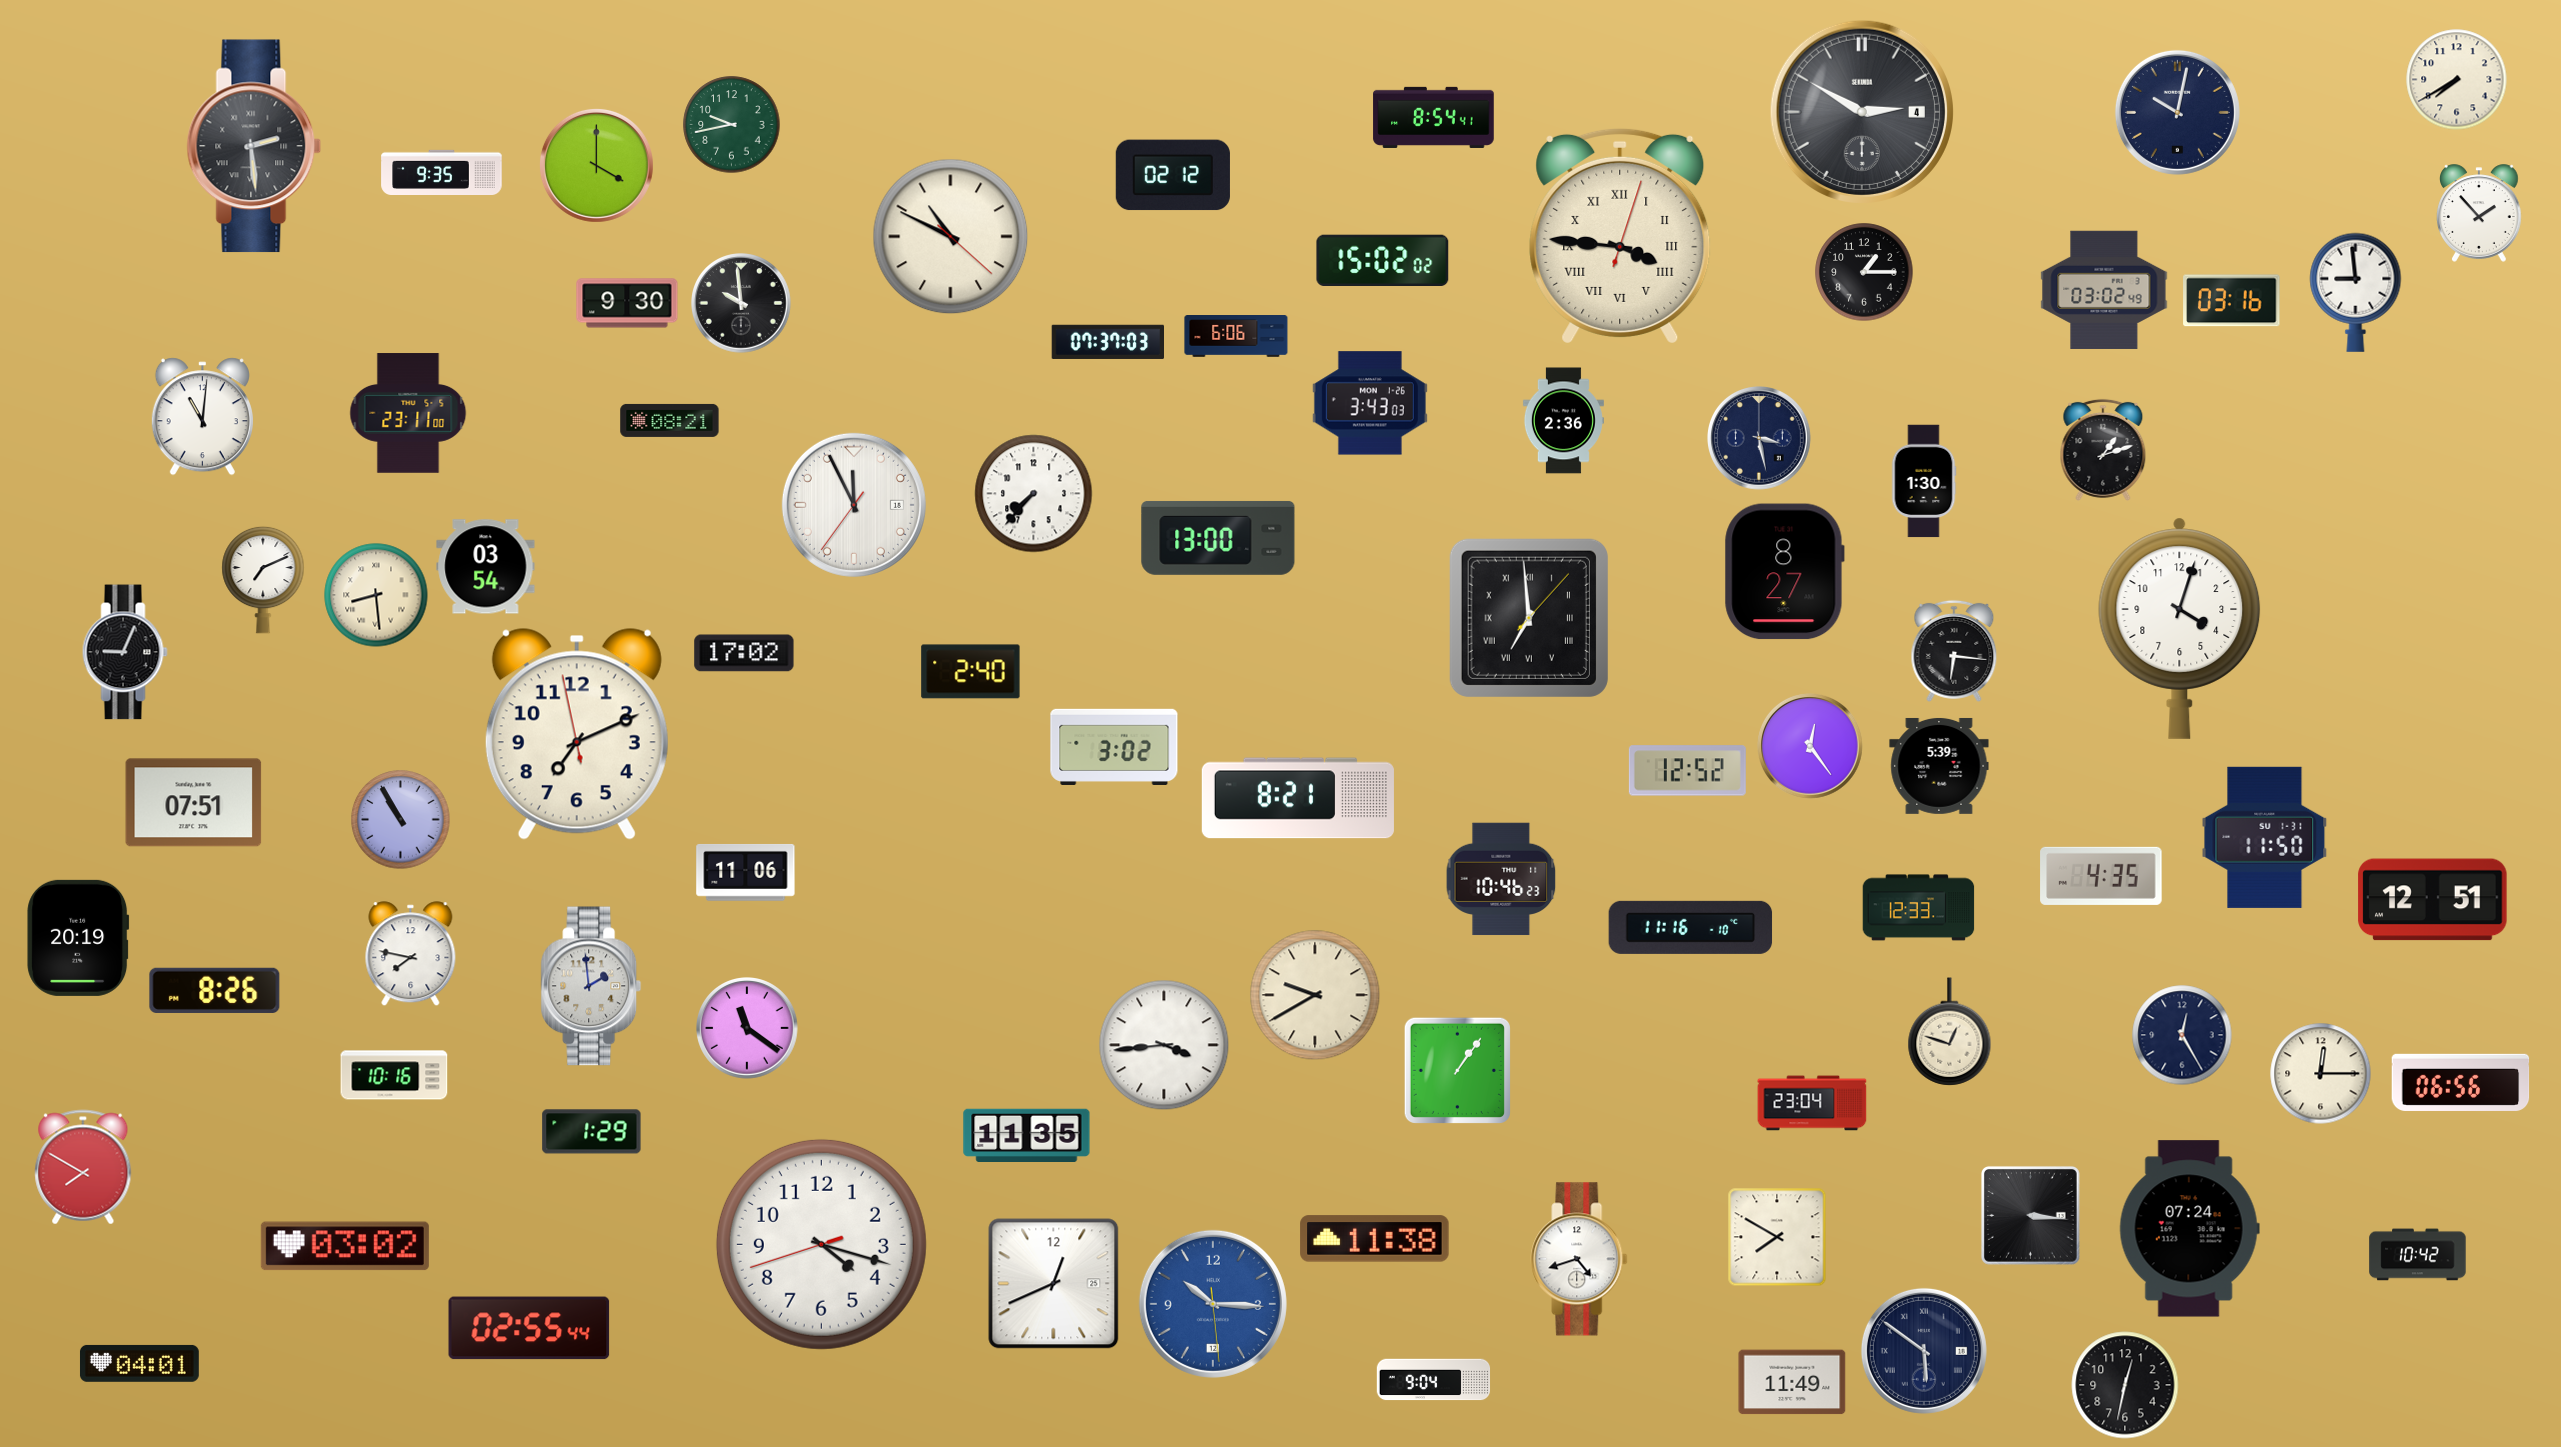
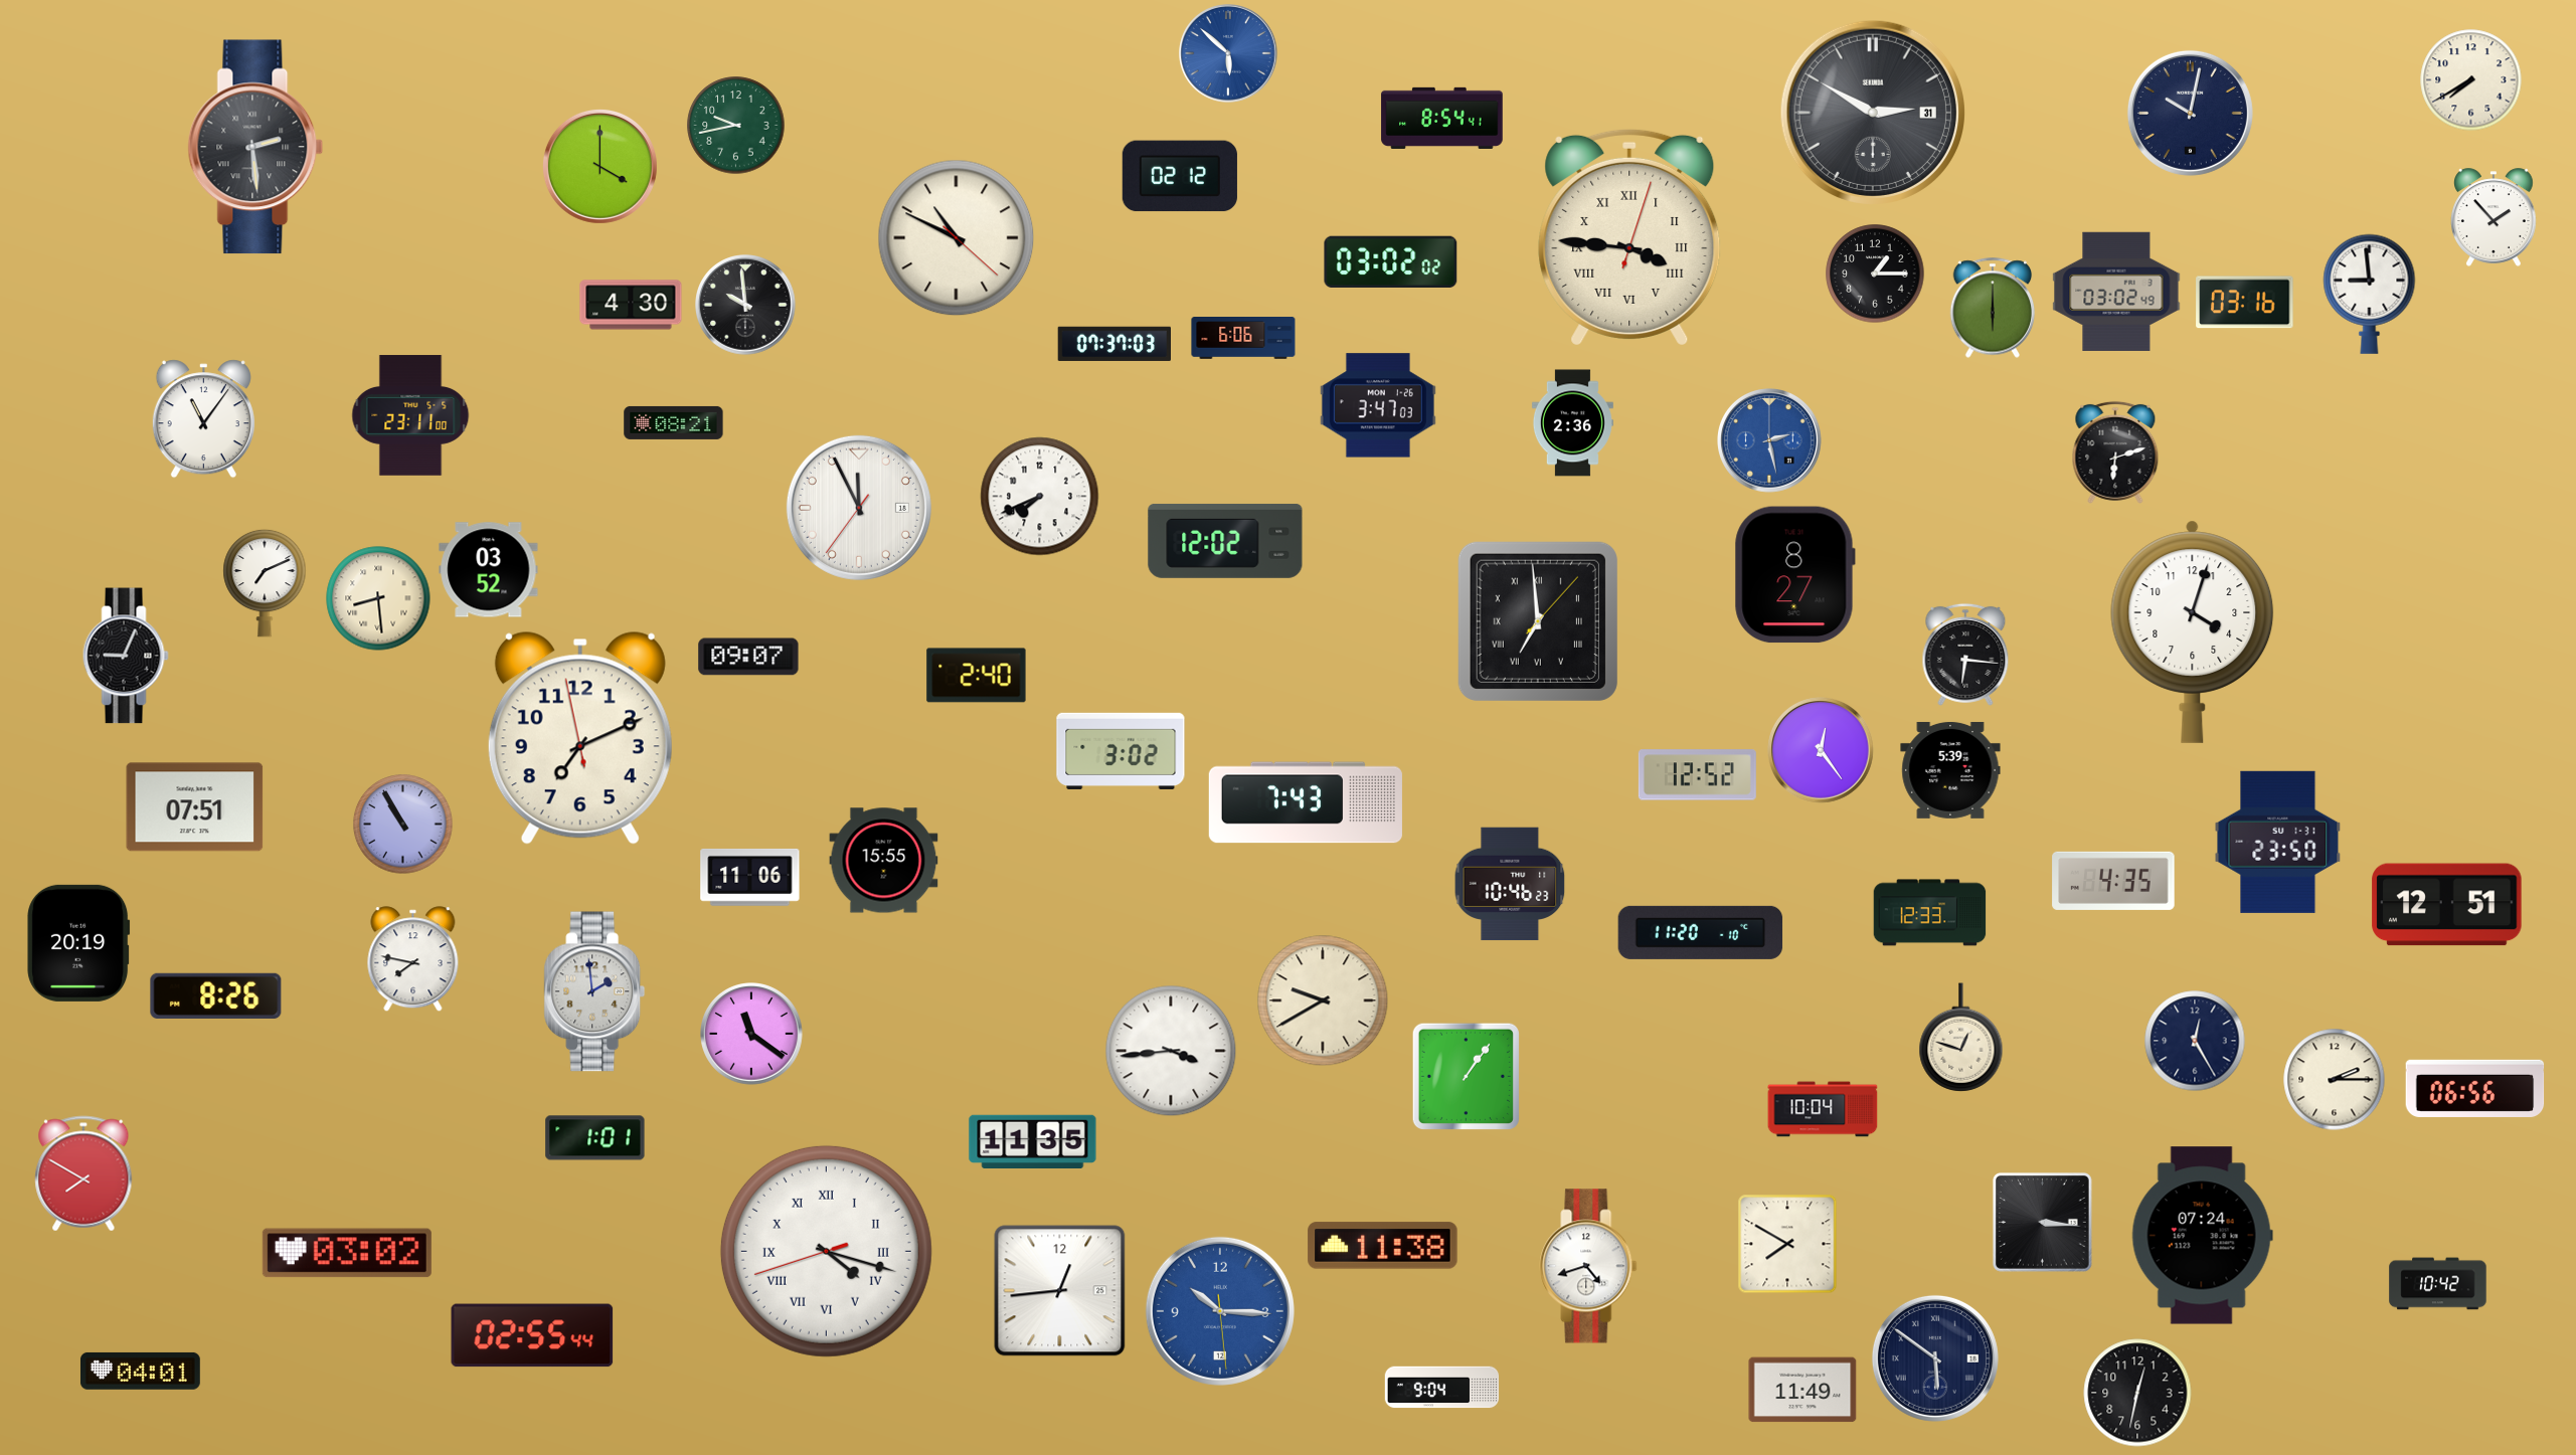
clock at (1228, 53): none -> 5:52
clock at (1862, 112) date: 4 -> 31
clock at (442, 172): 9:35 -> none
clock at (2480, 213) position: (2480, 213) -> (2495, 217)
clock at (1383, 260): 15:02 -> 03:02
clock at (627, 303): 9:30 -> 4:30
clock at (1993, 308): none -> 6:00
clock at (1370, 403): 3:43 -> 3:47
clock at (202, 417): 11:01 -> 11:06
clock at (1760, 439): 3:28 -> 2:28
clock at (1760, 439) dial: navy -> blue
clock at (2103, 450): 1:12 -> 6:12
clock at (1924, 481): 1:30 -> none
clock at (1034, 494): 7:37 -> 7:41
clock at (1218, 538): 13:00 -> 12:02
clock at (486, 567): 03:54 -> 03:52
clock at (744, 653): 17:02 -> 09:07
clock at (1298, 798): 8:21 -> 7:43
clock at (2265, 837): 11:50 -> 23:50
clock at (884, 861): none -> 15:55
clock at (1691, 927): 11:16 -> 11:20
clock at (2321, 1074): 12:15 -> 2:15
clock at (394, 1075): 10:16 -> none
clock at (1812, 1103): 23:04 -> 10:04
clock at (592, 1132): 1:29 -> 1:01
clock at (821, 1244) numerals: Arabic -> Roman
clock at (2418, 1255) position: (2418, 1255) -> (2438, 1284)
clock at (1054, 1284): 12:41 -> 12:44
